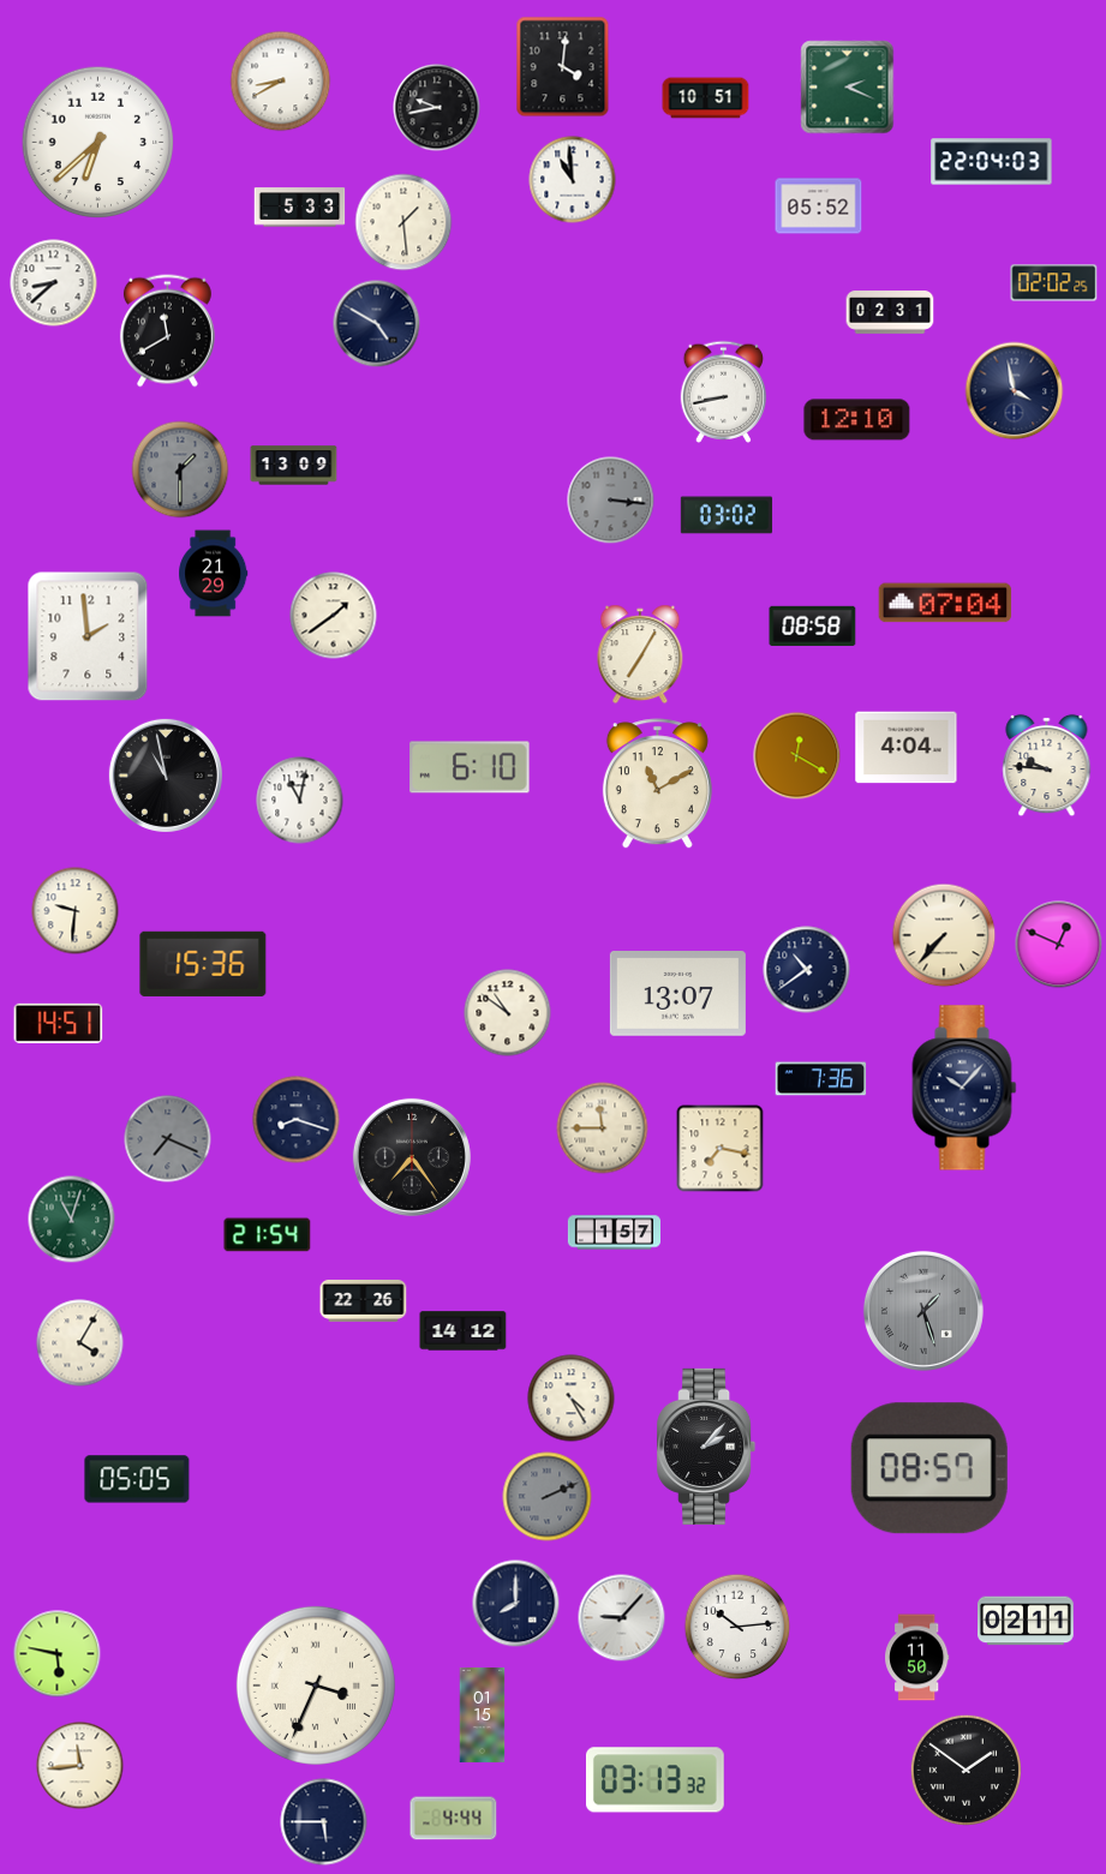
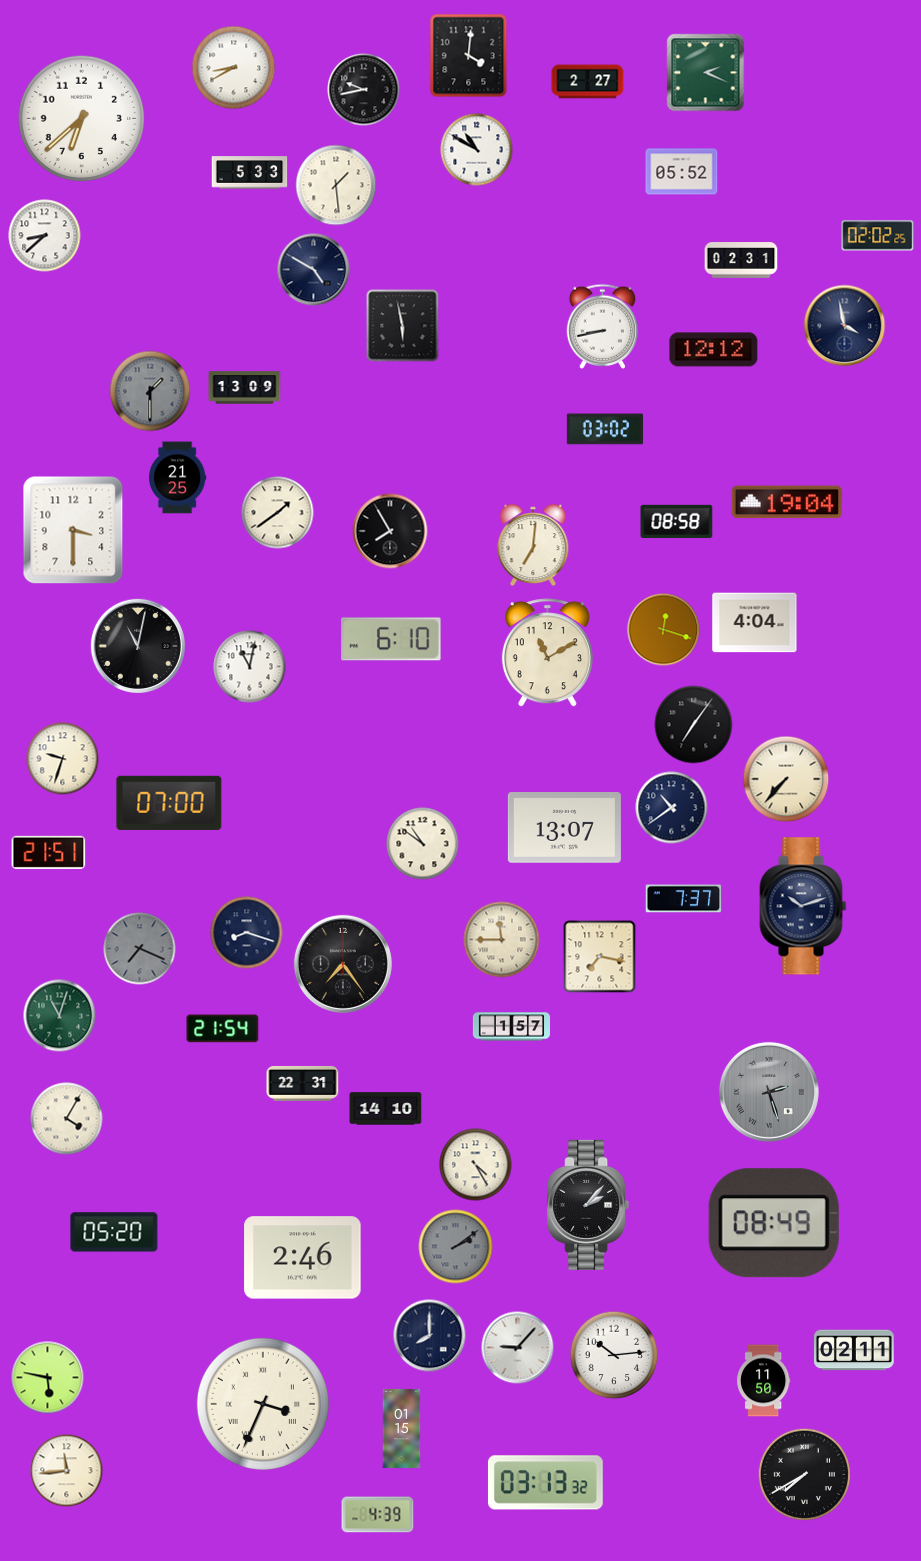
clock at (706, 98): 10:51 -> 2:27
clock at (992, 162): 22:04 -> none
clock at (573, 180): 10:59 -> 10:50
clock at (167, 331): 11:40 -> none
clock at (403, 326): none -> 5:58
clock at (857, 420): 12:10 -> 12:12
clock at (611, 501): 3:16 -> none
clock at (214, 574): 21:29 -> 21:25
clock at (945, 603): 07:04 -> 19:04
clock at (88, 636): 1:59 -> 3:30
clock at (390, 531): none -> 7:55
clock at (640, 654): 7:05 -> 7:01
clock at (797, 756): 12:20 -> 12:18
clock at (1047, 766): 9:46 -> none
clock at (166, 776): 10:58 -> 11:02
clock at (694, 725): none -> 7:06
clock at (76, 911): 9:31 -> 9:33
clock at (1059, 945): 12:49 -> none
clock at (203, 964): 15:36 -> 07:00
clock at (59, 1023): 14:51 -> 21:51
clock at (821, 1079): 7:36 -> 7:37
clock at (964, 1088): 10:07 -> 10:12
clock at (364, 1300): 22:26 -> 22:31
clock at (923, 1311): 1:27 -> 2:27
clock at (464, 1331): 14:12 -> 14:10
clock at (929, 1468): 08:57 -> 08:49
clock at (137, 1479): 05:05 -> 05:20
clock at (548, 1497): 2:11 -> 2:09
clock at (303, 1258): none -> 2:46
clock at (965, 1770): 1:51 -> 7:40
clock at (454, 1819): 4:44 -> 4:39
clock at (324, 1822): 5:45 -> none
